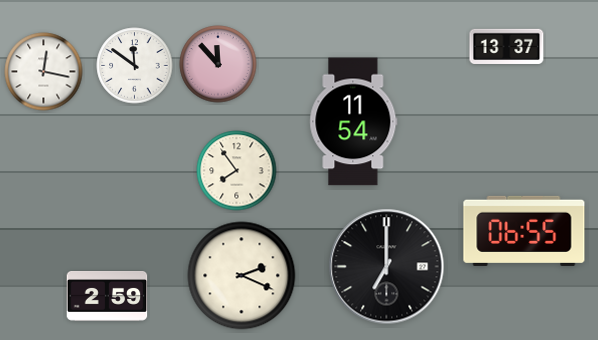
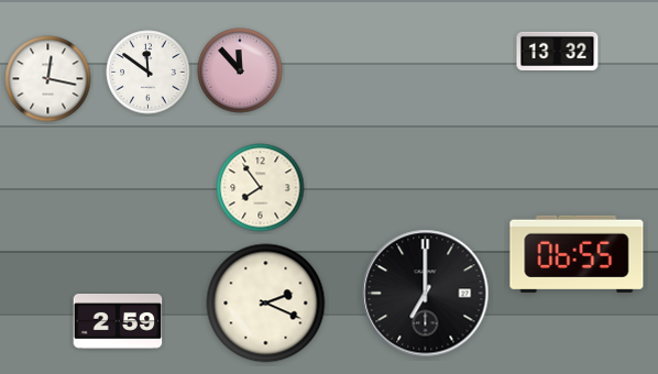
clock at (507, 46): 13:37 -> 13:32
clock at (354, 122): 11:54 -> none
clock at (107, 297) position: (107, 297) -> (118, 322)
